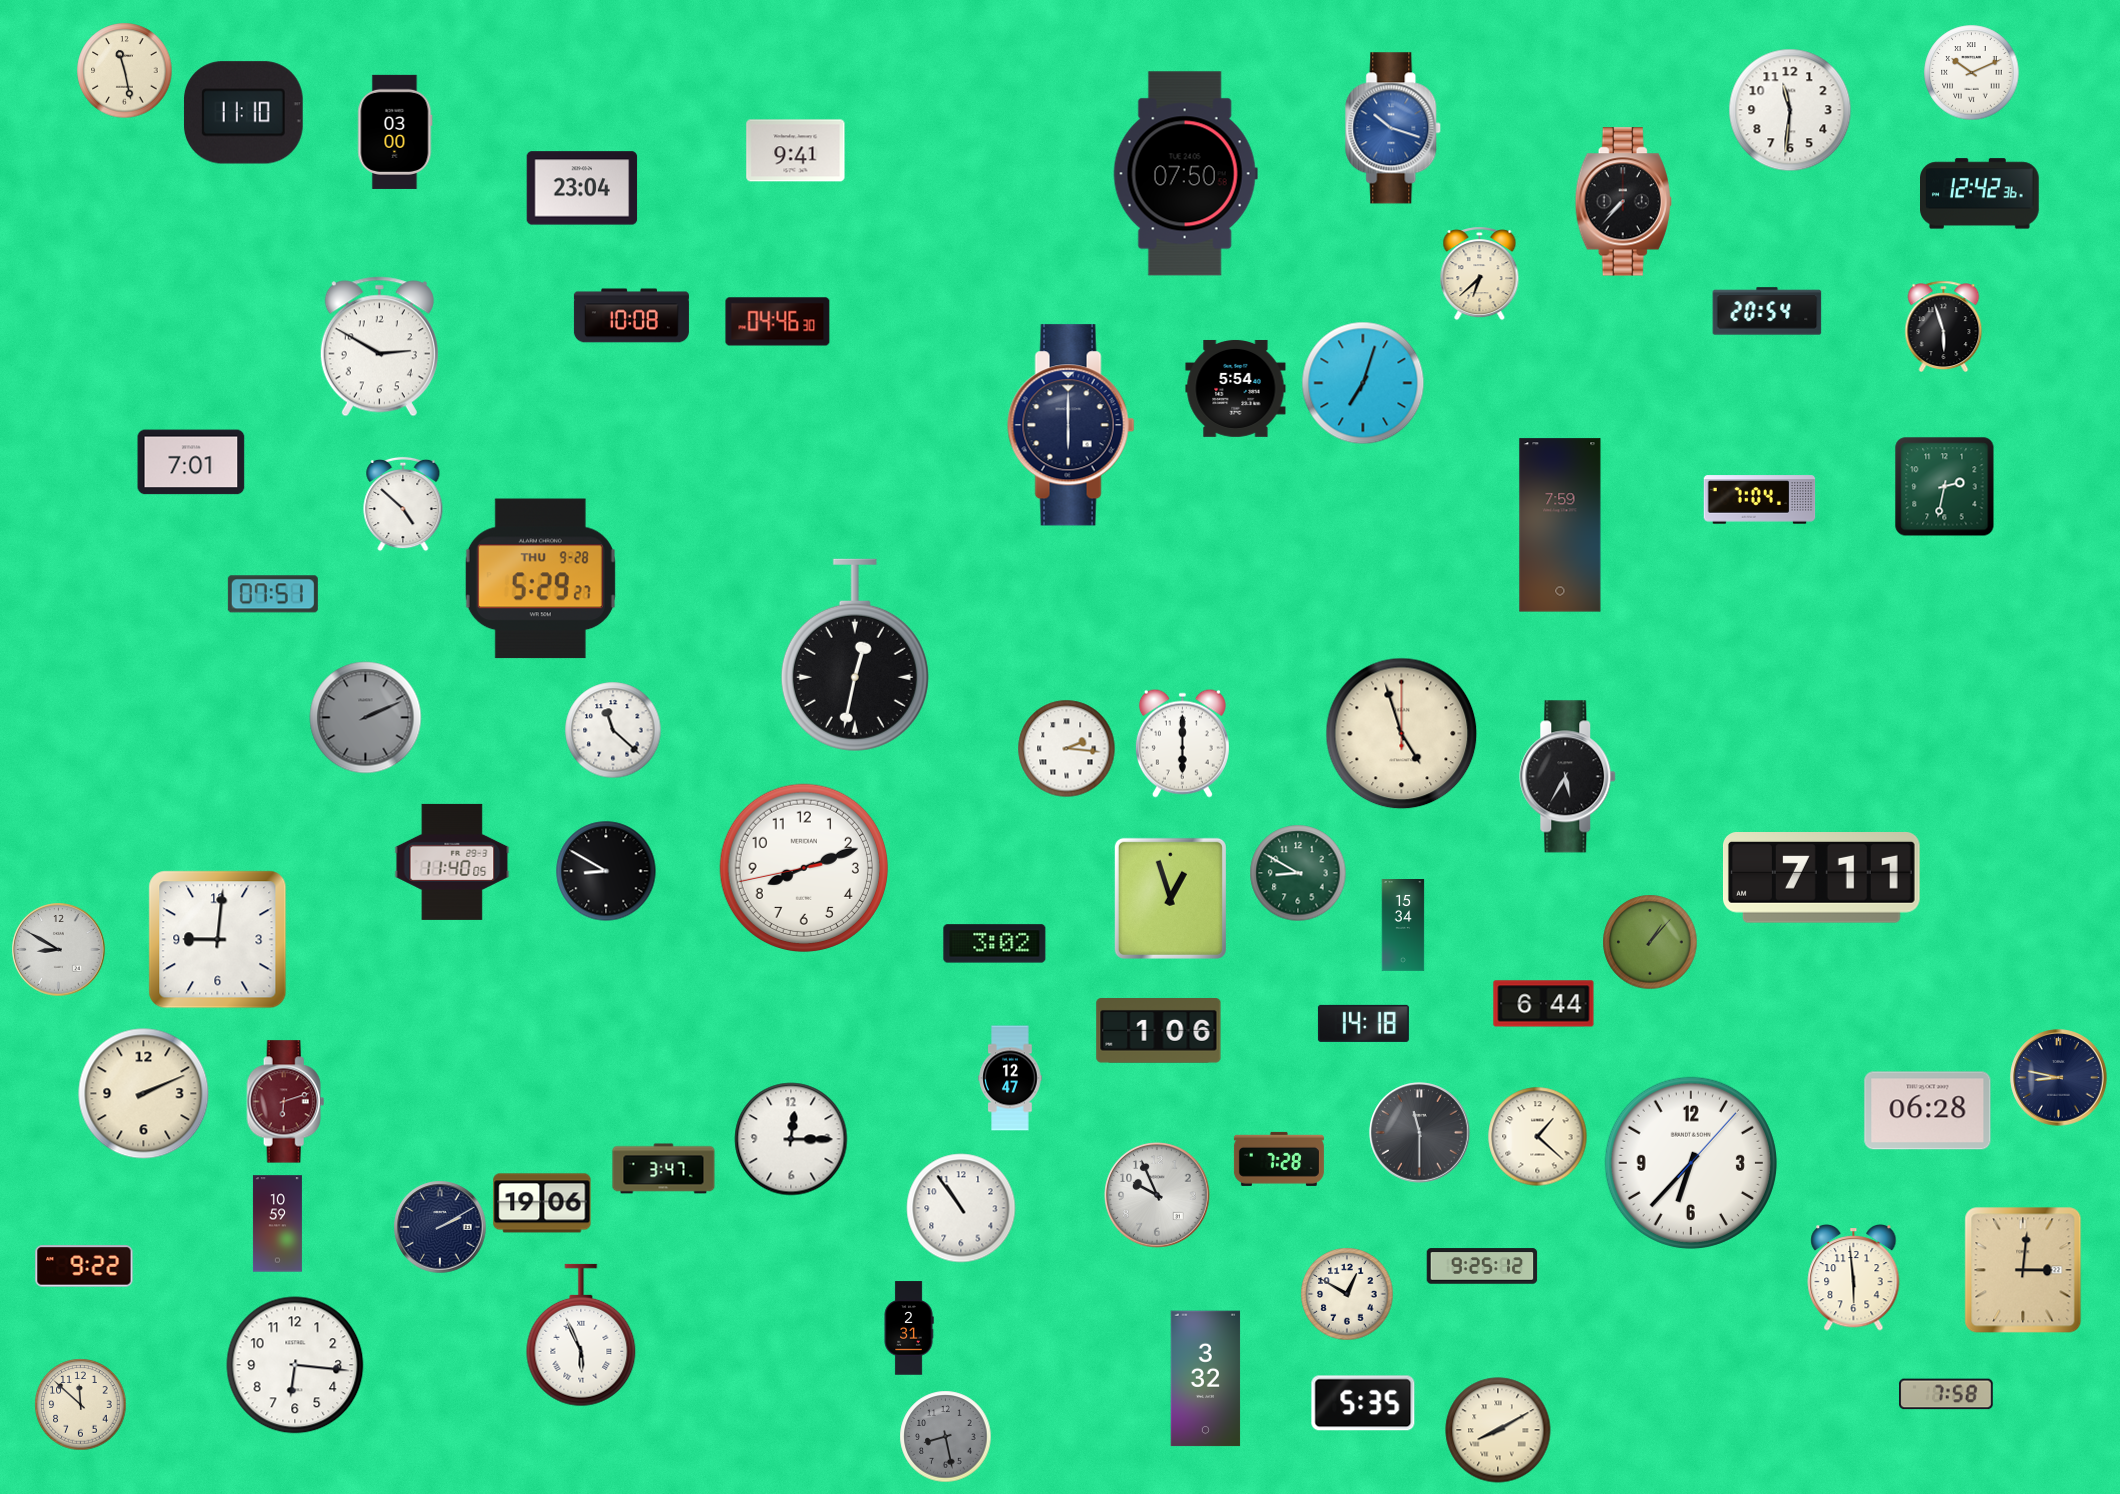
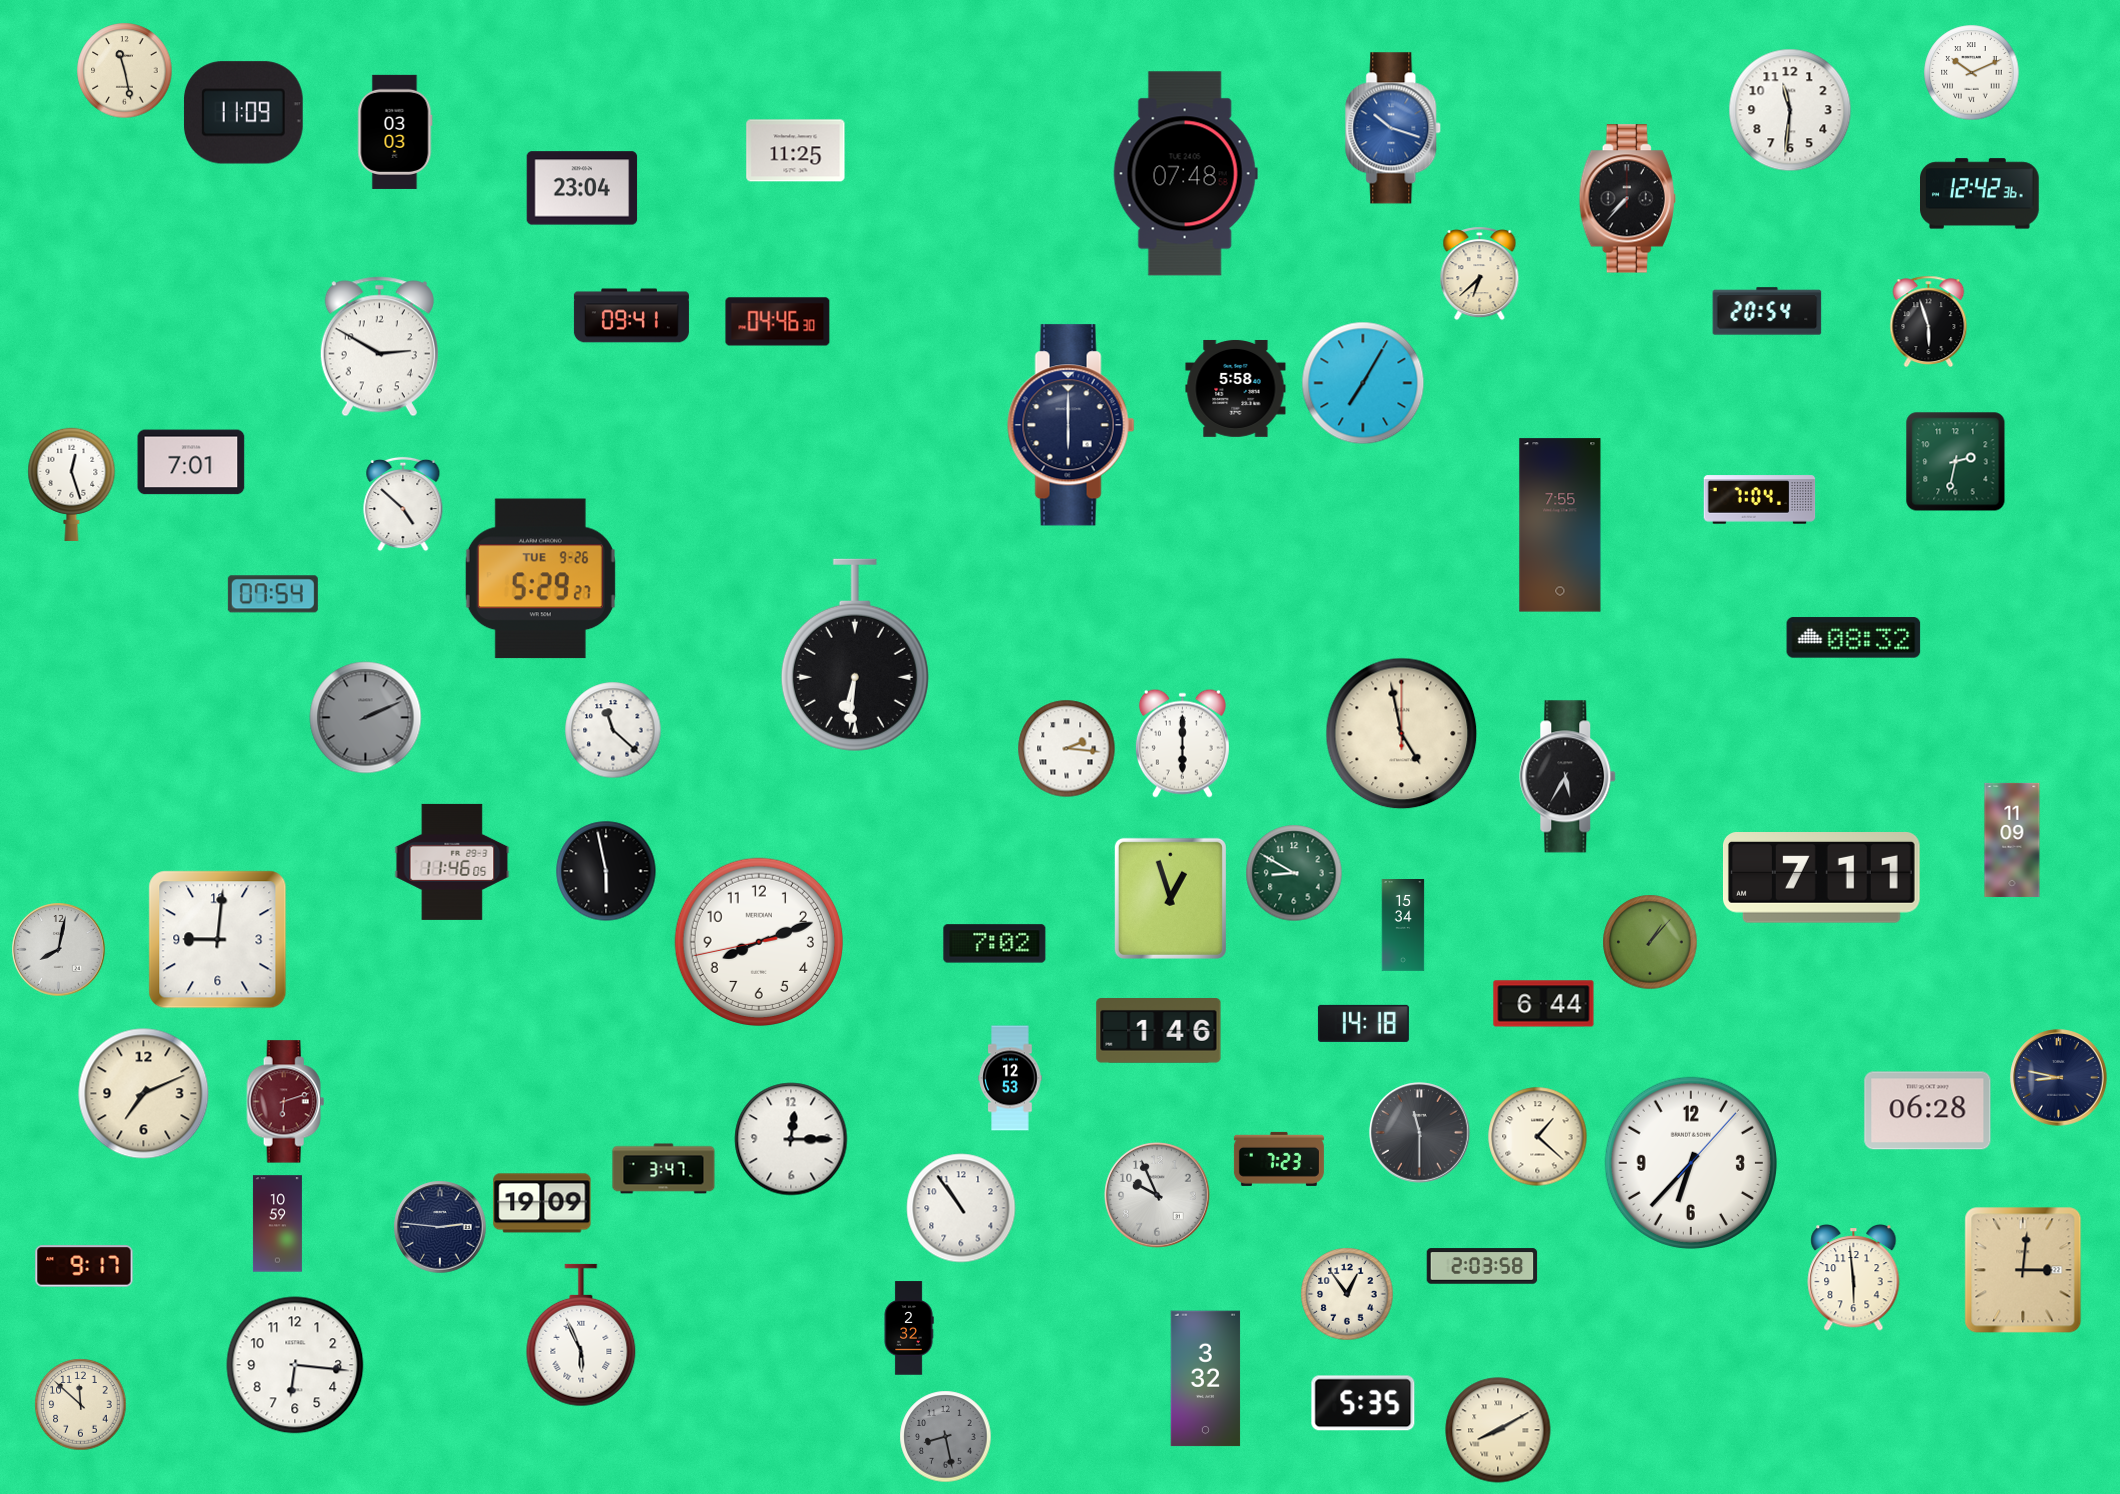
clock at (243, 113): 11:10 -> 11:09
clock at (395, 132): 03:00 -> 03:03
clock at (796, 151): 9:41 -> 11:25
clock at (1185, 174): 07:50 -> 07:48
clock at (1623, 202) position: (1623, 202) -> (1627, 199)
clock at (631, 316): 10:08 -> 09:41
clock at (1944, 327) position: (1944, 327) -> (1929, 322)
clock at (1363, 383): 7:03 -> 7:05
clock at (1236, 388): 5:54 -> 5:58
clock at (72, 484): none -> 12:27
clock at (1945, 487) position: (1945, 487) -> (1956, 462)
clock at (1560, 525): 7:59 -> 7:55
clock at (540, 579) date: THU 9-28 -> TUE 9-26
clock at (273, 594): 07:51 -> 07:54
clock at (1854, 638): none -> 08:32
clock at (855, 655): 12:32 -> 6:31
clock at (1402, 734): 4:57 -> 4:58
clock at (2012, 840): none -> 11:09
clock at (452, 862): 11:40 -> 11:46
clock at (803, 867) position: (803, 867) -> (758, 941)
clock at (606, 871): 8:50 -> 5:58
clock at (1298, 873) position: (1298, 873) -> (1294, 873)
clock at (995, 944): 3:02 -> 7:02
clock at (59, 950): 8:50 -> 8:02
clock at (1159, 1031): 1:06 -> 1:46
clock at (1010, 1078): 12:47 -> 12:53
clock at (144, 1094): 2:11 -> 7:11
clock at (1279, 1159): 7:28 -> 7:23
clock at (542, 1203): 19:06 -> 19:09
clock at (440, 1227): 2:10 -> 2:46
clock at (84, 1266): 9:22 -> 9:17
clock at (1482, 1266): 9:25 -> 2:03
clock at (1347, 1294): 12:50 -> 12:54
clock at (909, 1328): 2:31 -> 2:32
clock at (1946, 1394): 7:58 -> none
